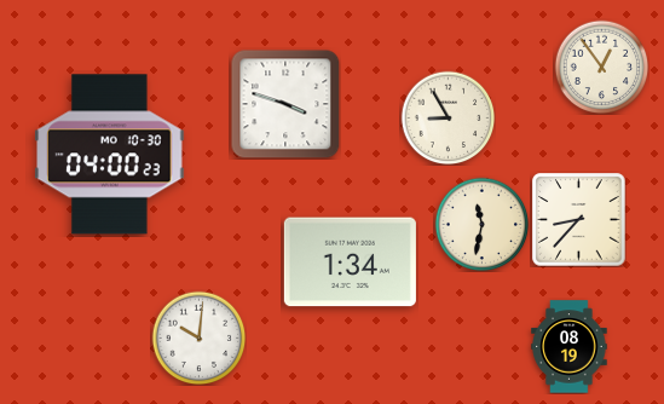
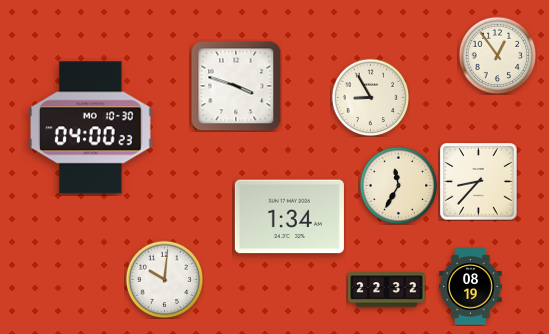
clock at (481, 224): 11:32 -> 11:35
clock at (387, 290): none -> 22:32
